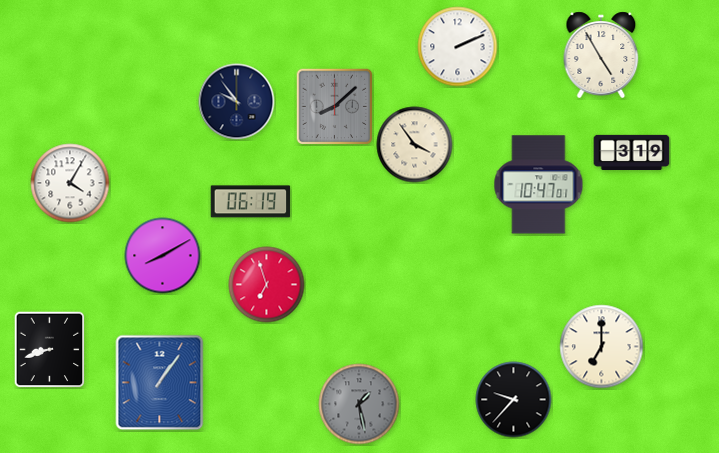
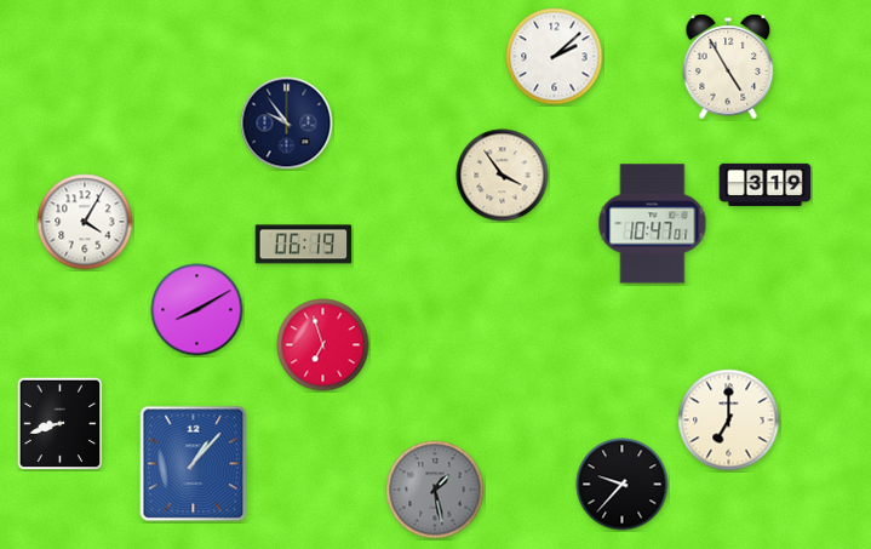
clock at (458, 47): 2:11 -> 2:08
clock at (334, 106): 8:08 -> none
clock at (160, 383): 1:06 -> 1:07
